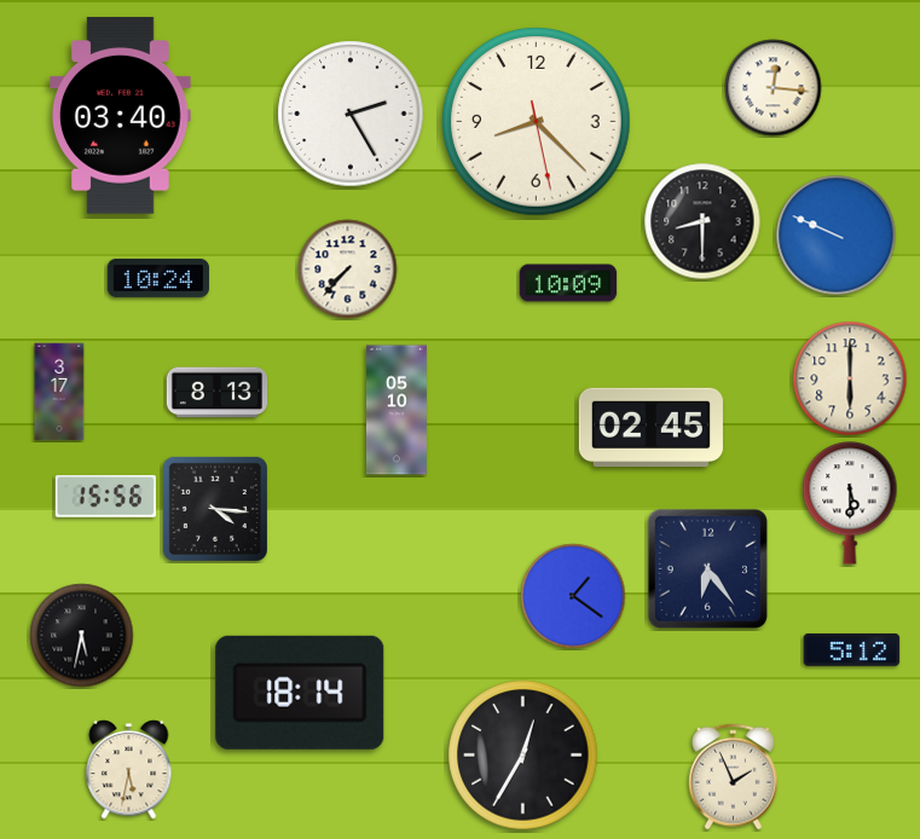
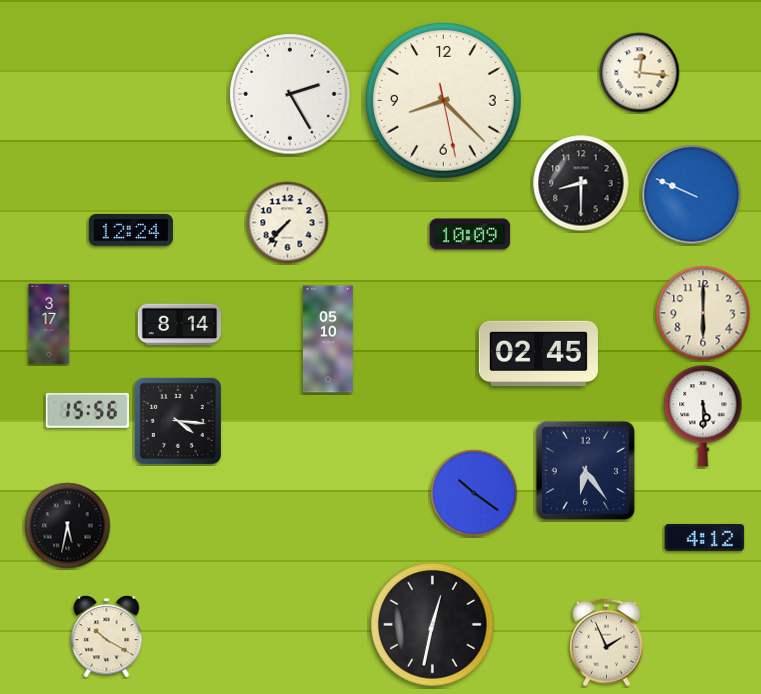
clock at (121, 116): 03:40 -> none
clock at (158, 278): 10:24 -> 12:24
clock at (218, 393): 8:13 -> 8:14
clock at (573, 596): 1:21 -> 10:21
clock at (852, 649): 5:12 -> 4:12
clock at (300, 693): 18:14 -> none
clock at (523, 756): 12:35 -> 12:32
clock at (129, 770): 5:32 -> 10:20
